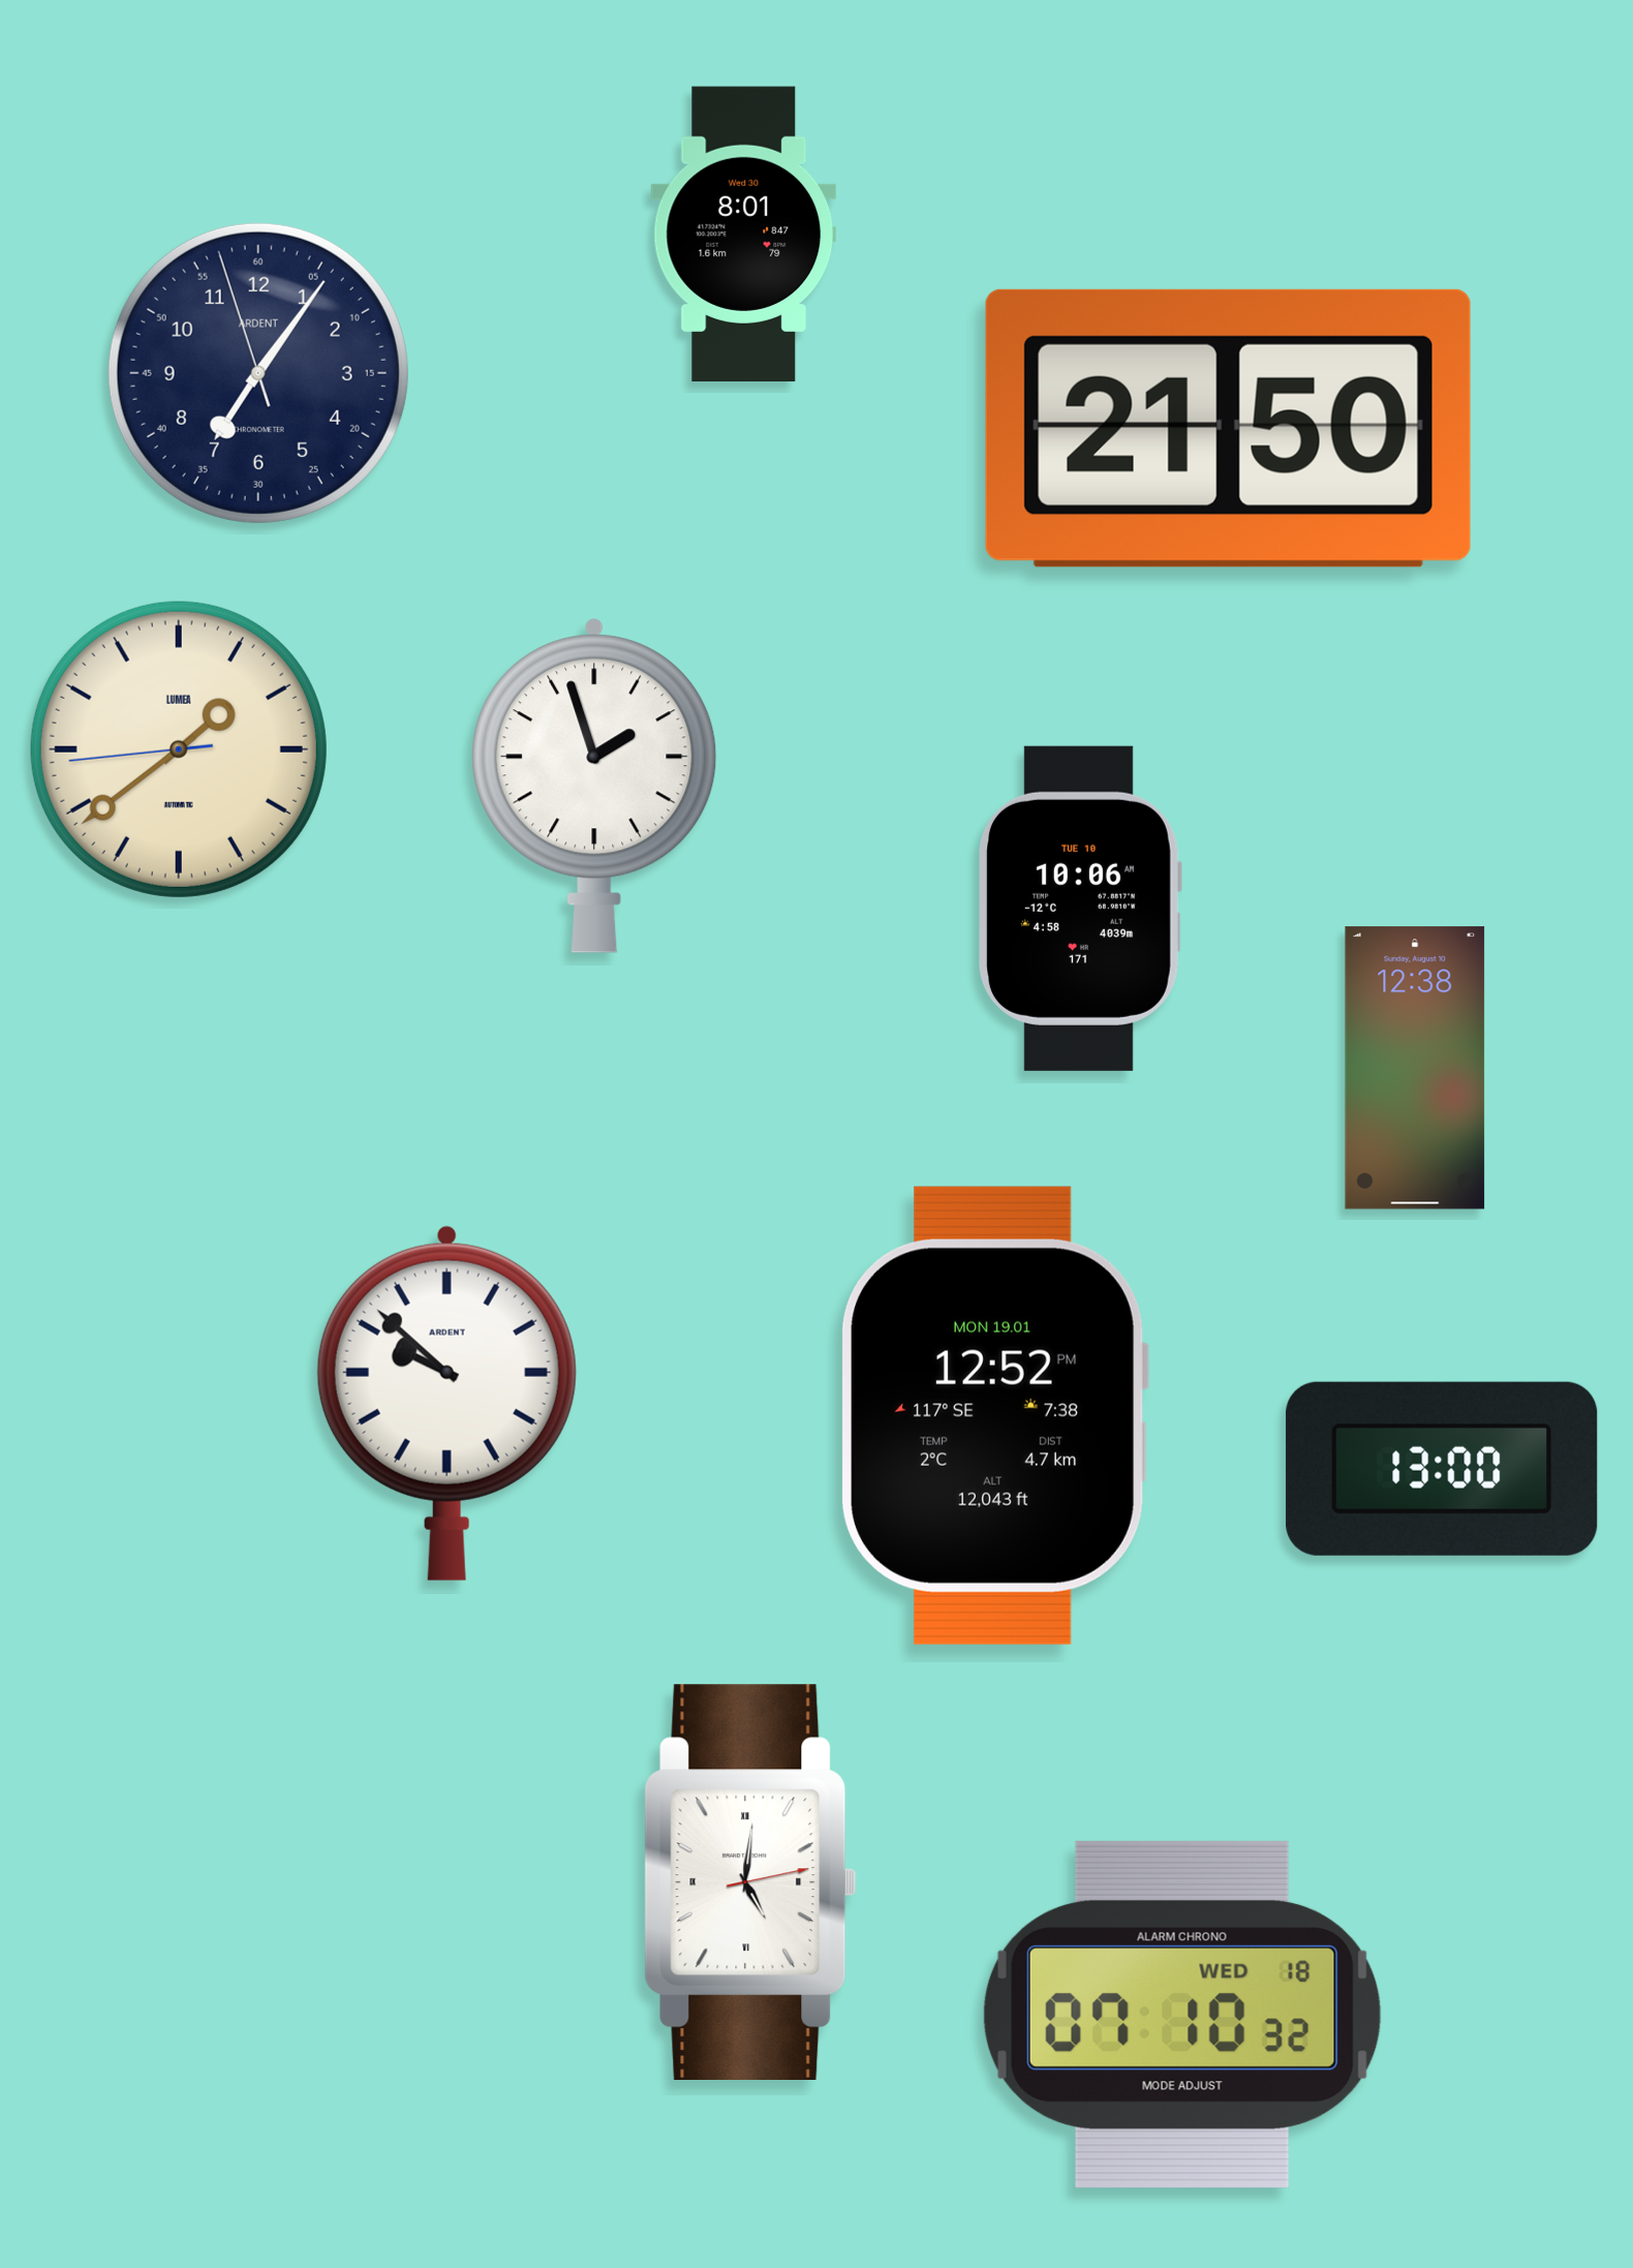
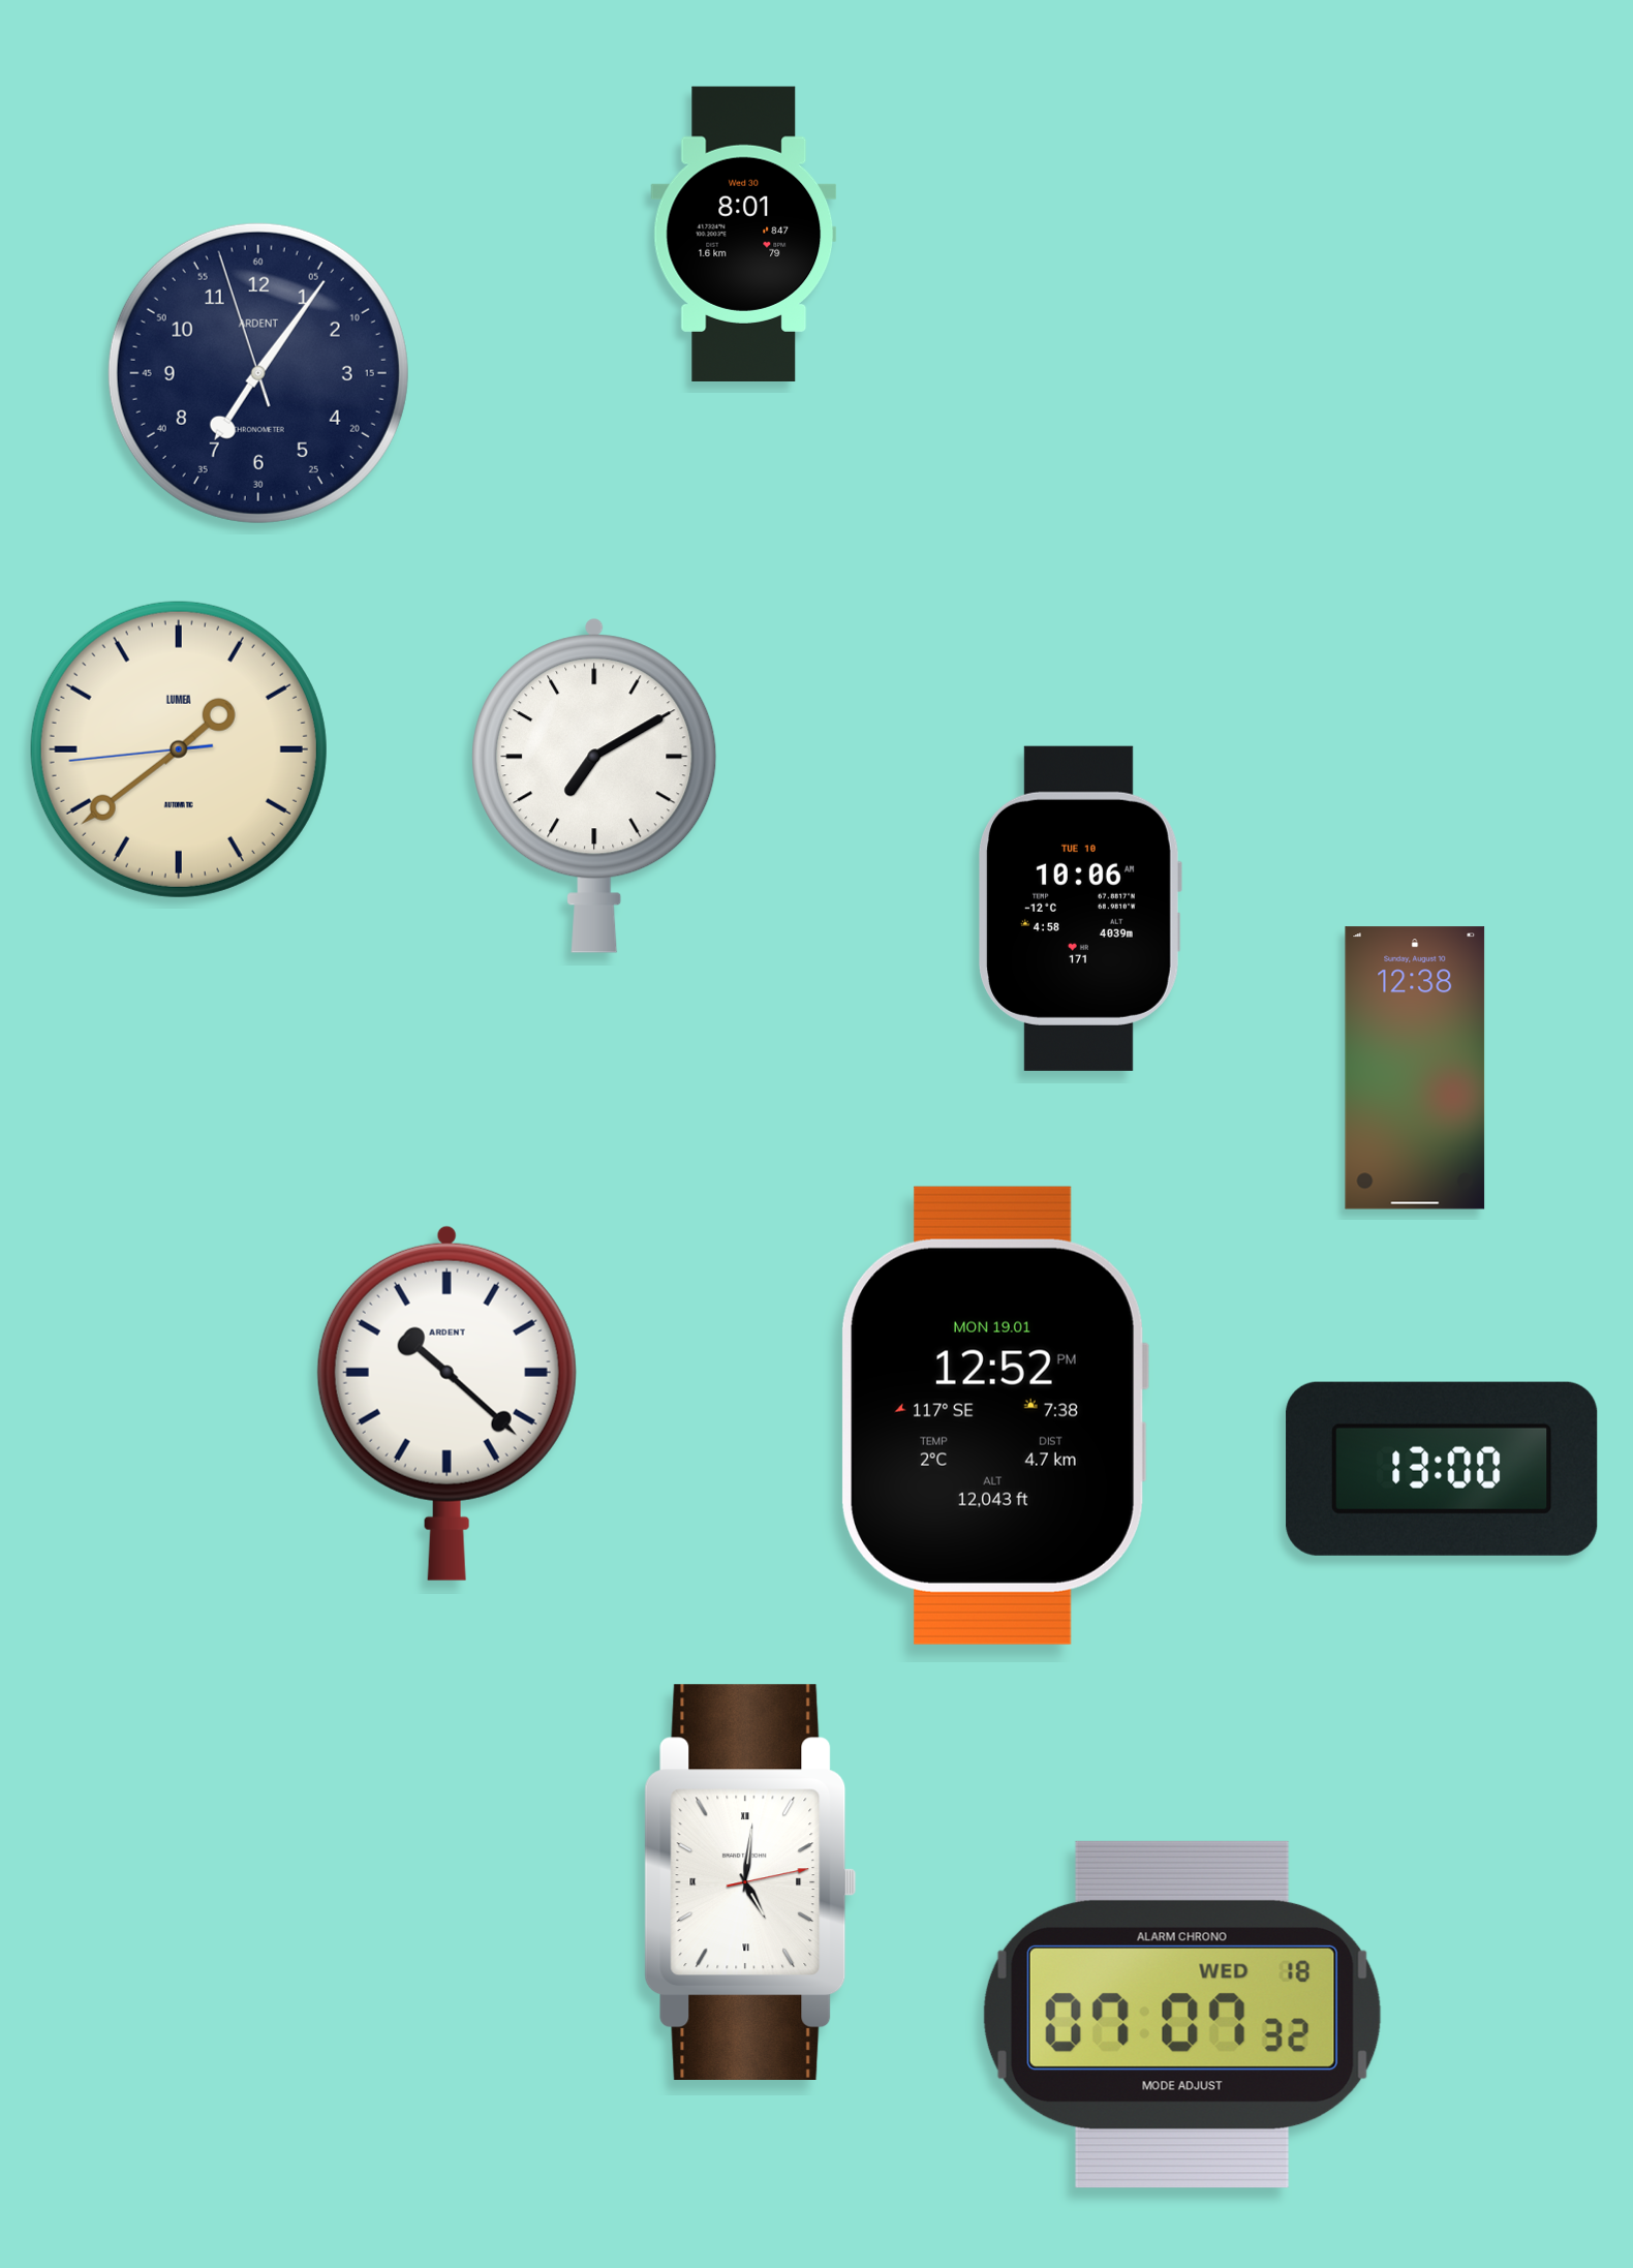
clock at (1228, 428): 21:50 -> none
clock at (594, 786): 1:57 -> 7:10
clock at (446, 1403): 9:52 -> 10:22
clock at (1182, 2015): 07:10 -> 07:07
